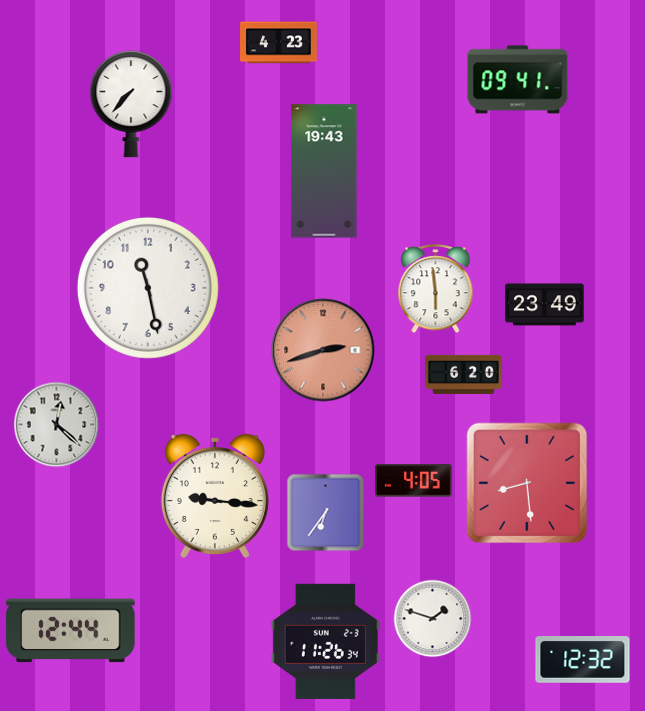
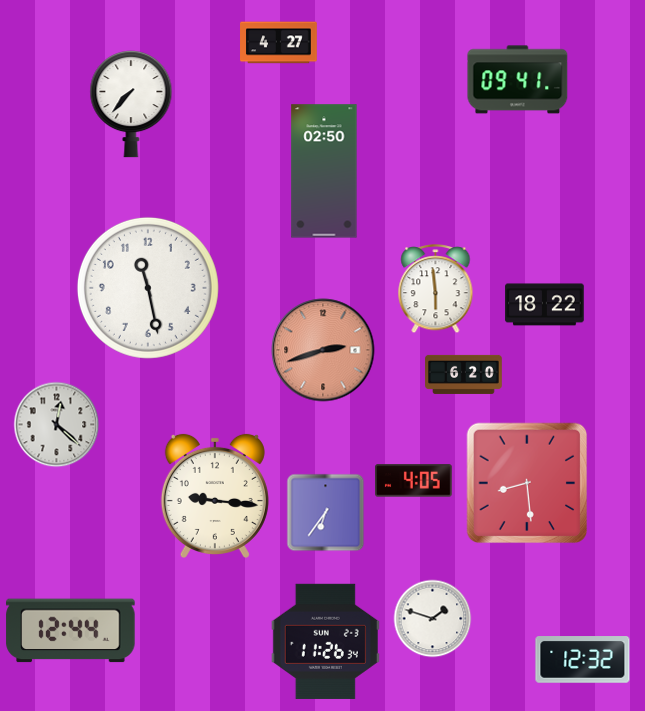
clock at (279, 43): 4:23 -> 4:27
clock at (324, 171): 19:43 -> 02:50
clock at (545, 305): 23:49 -> 18:22
